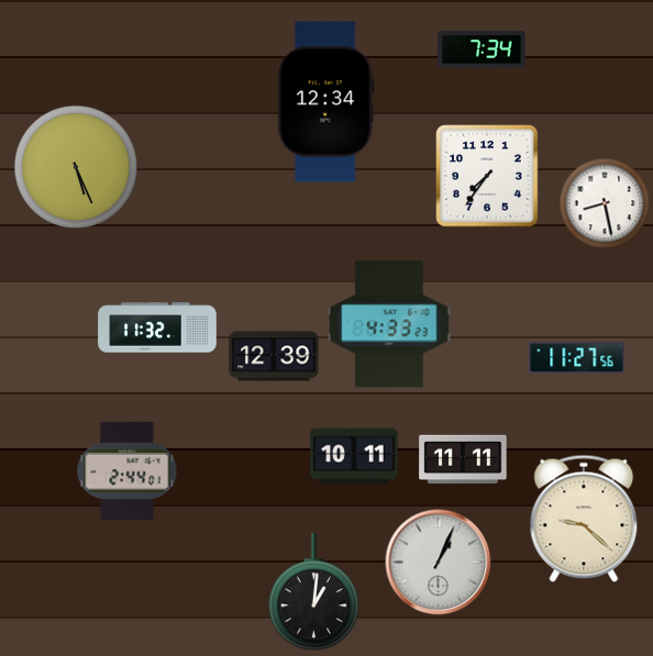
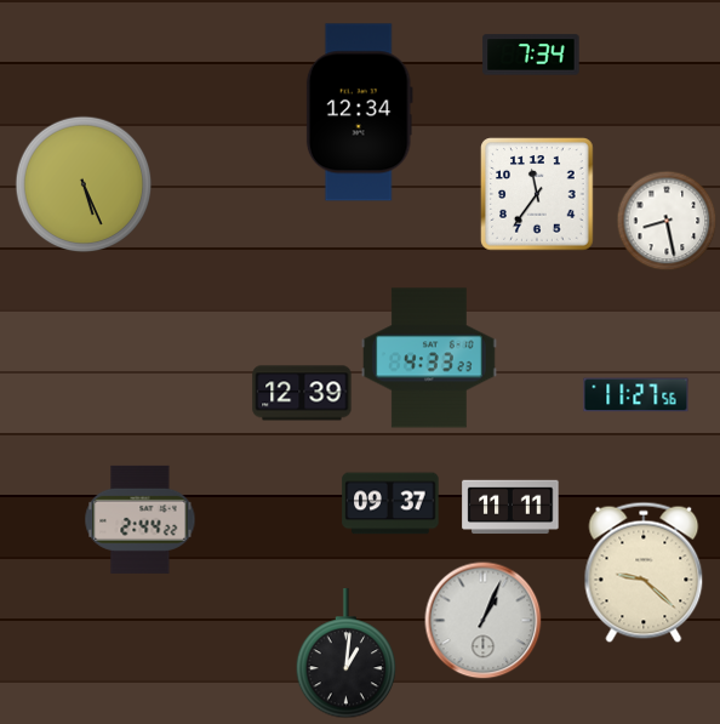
clock at (487, 176): 7:36 -> 11:36
clock at (605, 203) position: (605, 203) -> (667, 221)
clock at (157, 327): 11:32 -> none
clock at (354, 456): 10:11 -> 09:37
clock at (128, 470): 2:44:01 -> 2:44:22
